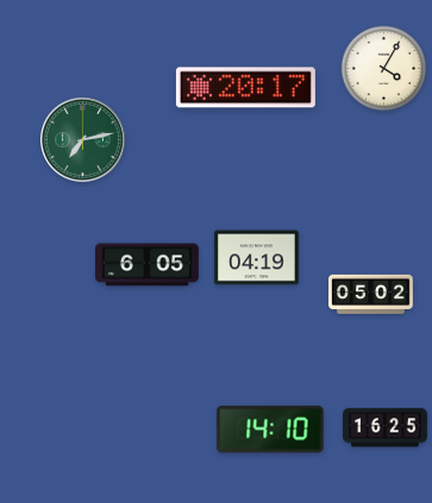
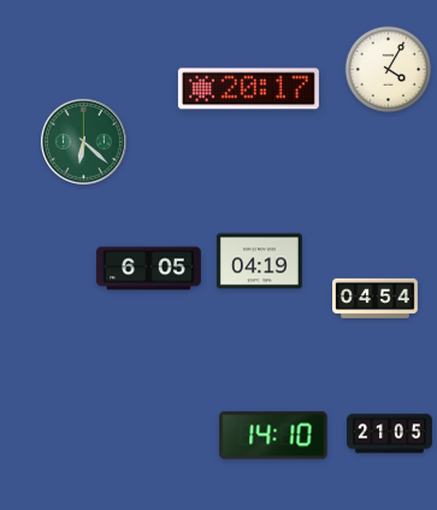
clock at (82, 139): 7:13 -> 6:22
clock at (371, 294): 05:02 -> 04:54
clock at (386, 428): 16:25 -> 21:05
